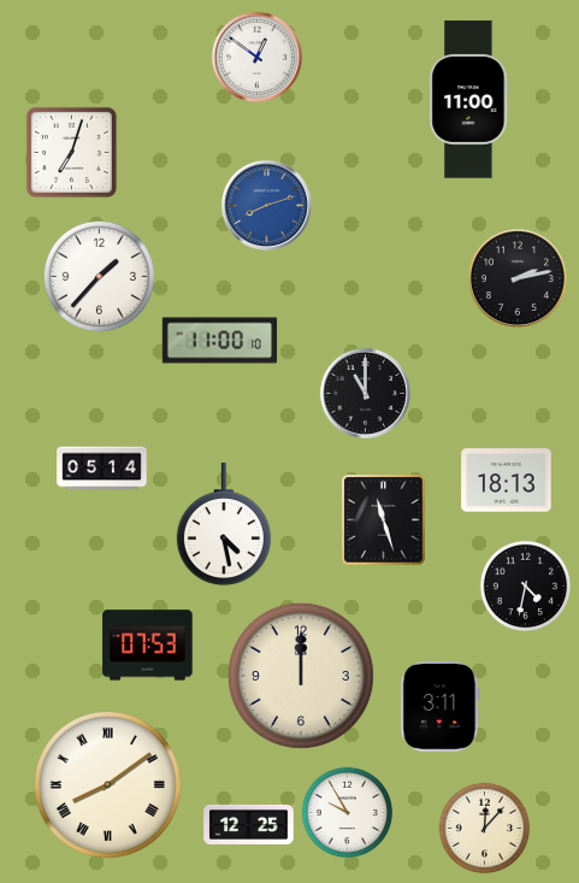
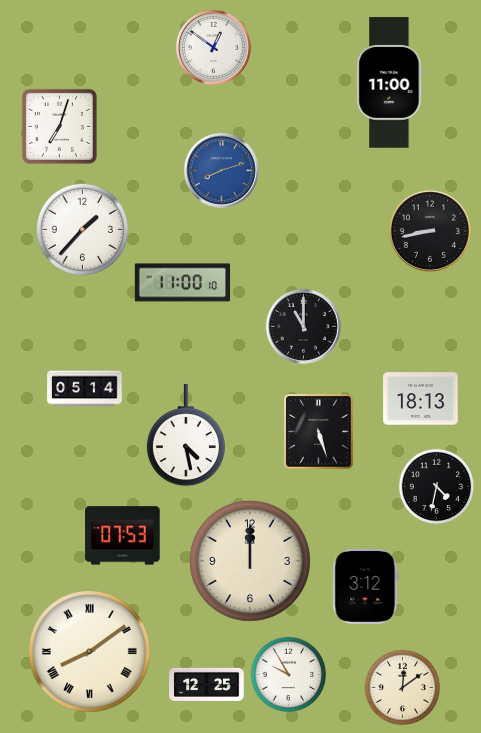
clock at (518, 278): 2:13 -> 8:43
clock at (384, 520): 11:27 -> 5:27
clock at (441, 707): 3:11 -> 3:12
clock at (485, 829): 12:07 -> 12:09
